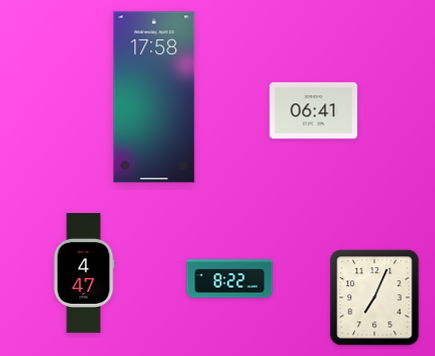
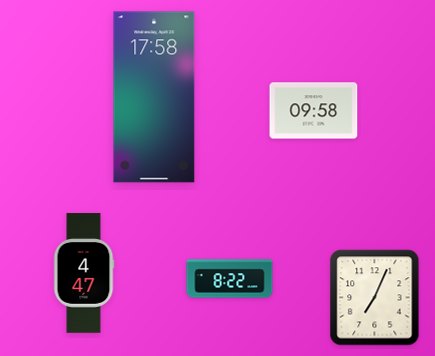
clock at (314, 111): 06:41 -> 09:58
